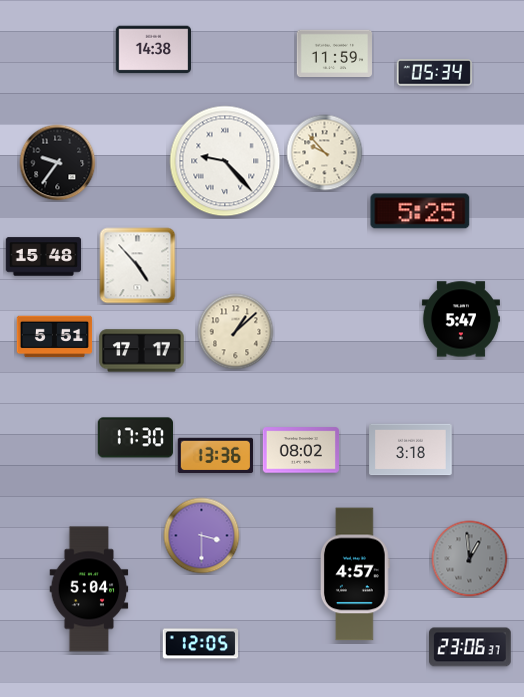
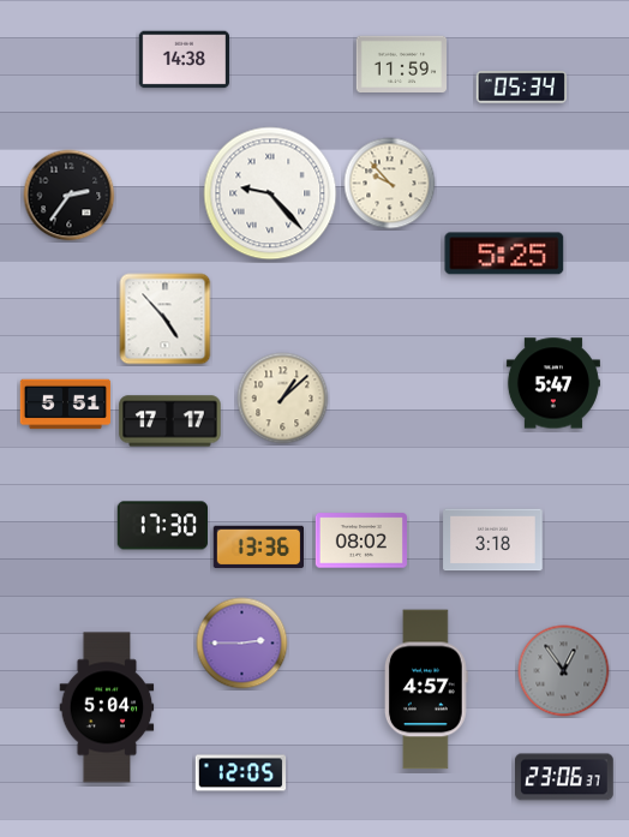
clock at (58, 163): 9:36 -> 2:36
clock at (44, 257): 15:48 -> none
clock at (202, 536): 3:30 -> 2:45
clock at (470, 559): 12:59 -> 12:54
